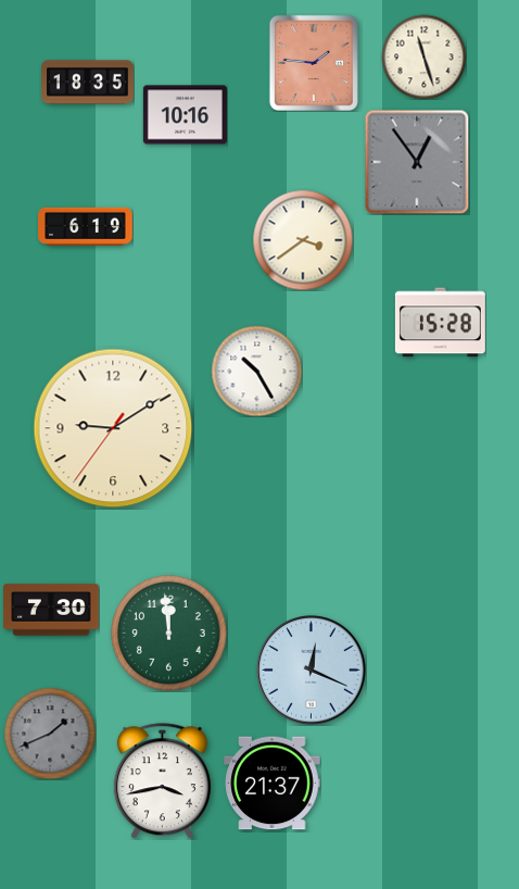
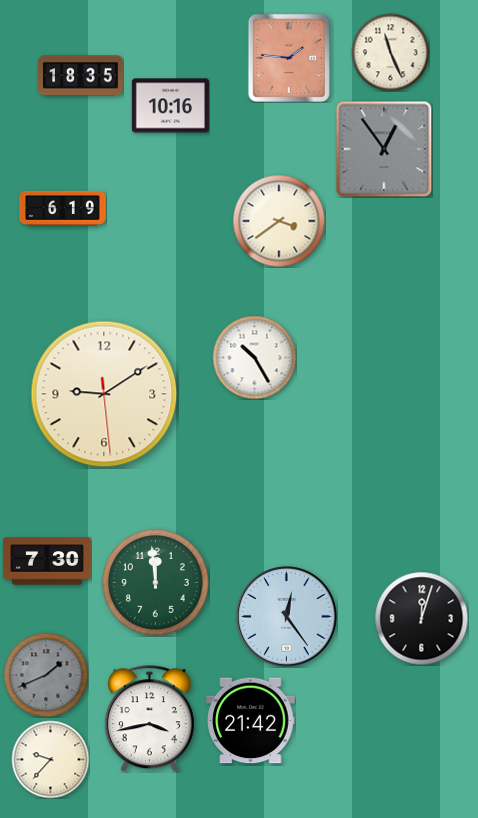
clock at (423, 57): 11:27 -> 11:26
clock at (86, 226) position: (86, 226) -> (63, 208)
clock at (440, 323): 15:28 -> none
clock at (256, 371) position: (256, 371) -> (254, 357)
clock at (113, 428): 9:09:36 -> 9:09:29
clock at (312, 671): 12:19 -> 12:24
clock at (421, 618): none -> 12:03
clock at (273, 784): 21:37 -> 21:42
clock at (50, 759): none -> 9:37
